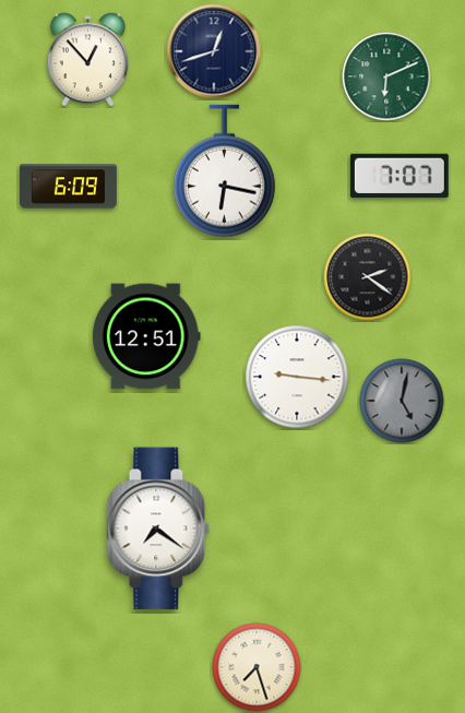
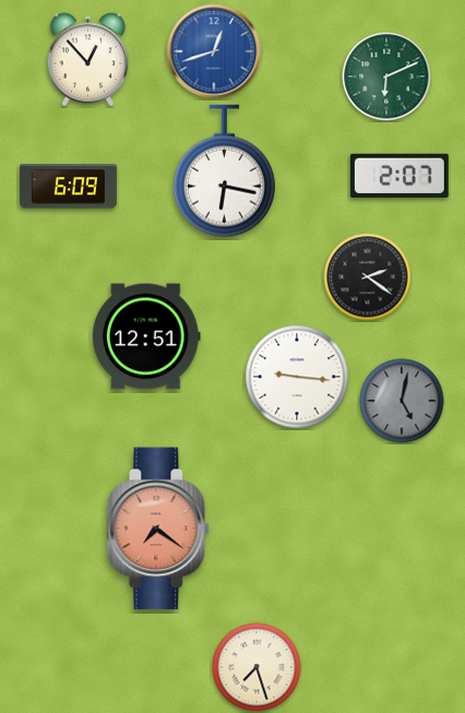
clock at (214, 51) dial: navy -> blue
clock at (400, 176): 7:07 -> 2:07
clock at (158, 528) dial: white -> salmon
